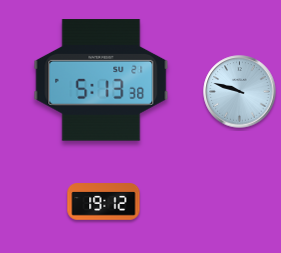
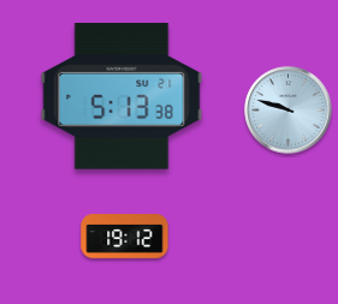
clock at (104, 202) position: (104, 202) -> (125, 237)
